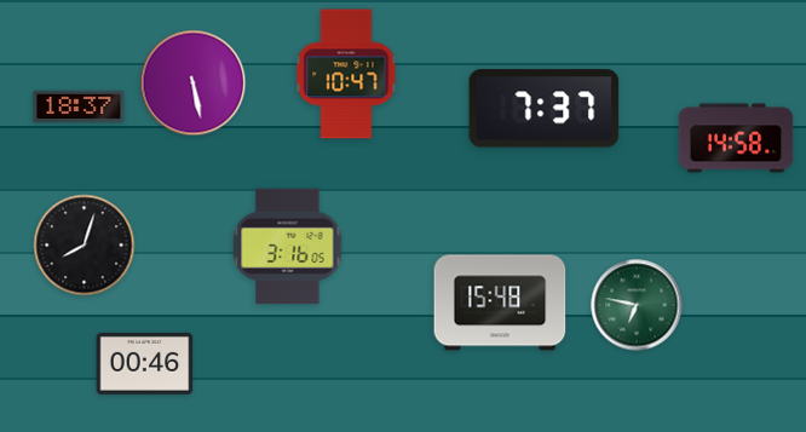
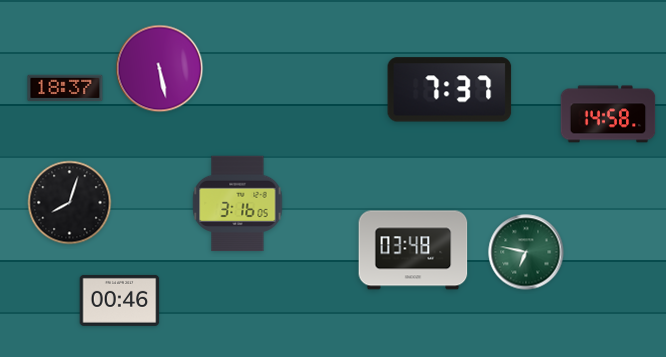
clock at (346, 74): 10:47 -> none
clock at (500, 303): 15:48 -> 03:48
